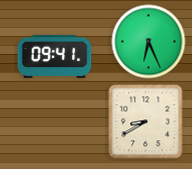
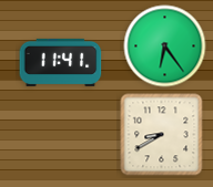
clock at (149, 42): 6:26 -> 6:24
clock at (55, 56): 09:41 -> 11:41
